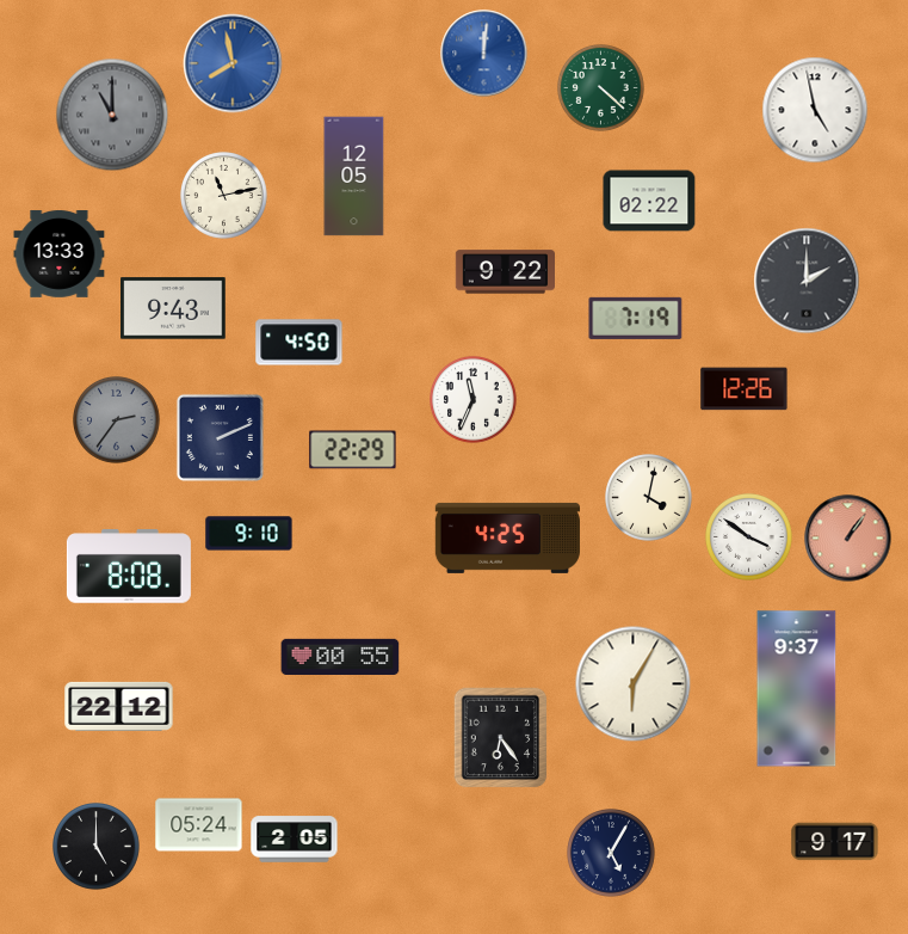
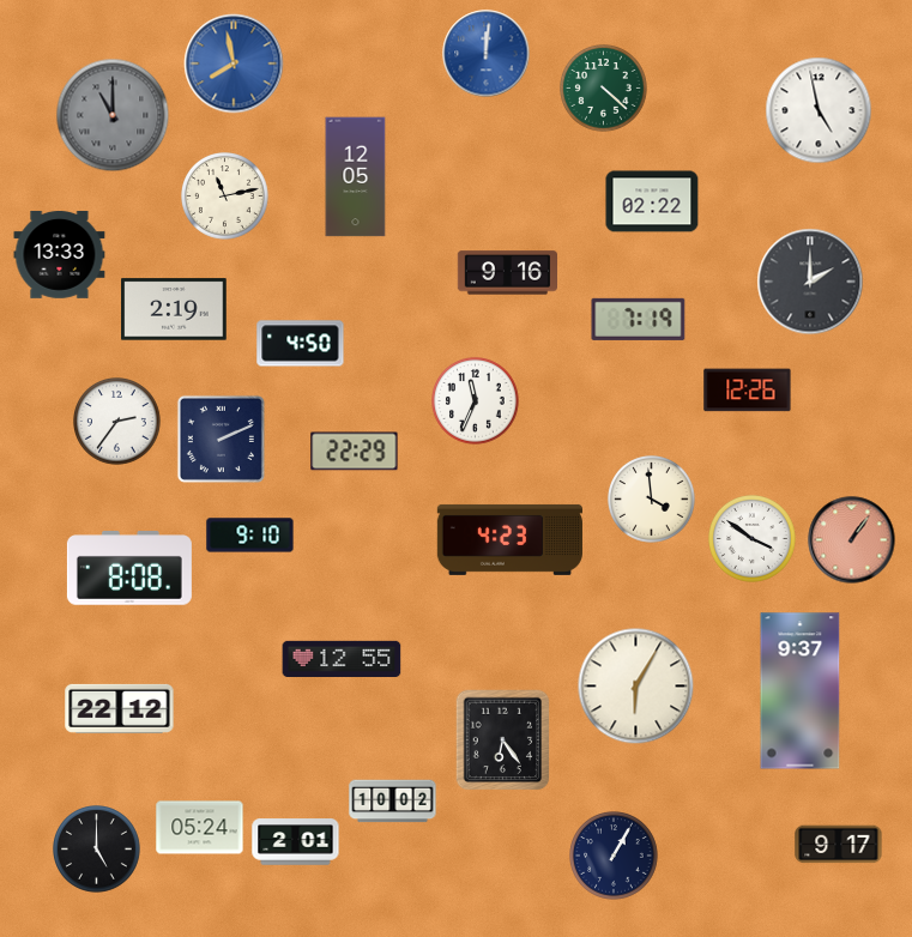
clock at (505, 272): 9:22 -> 9:16
clock at (173, 308): 9:43 -> 2:19
clock at (117, 420) dial: grey -> white
clock at (649, 498): 4:02 -> 3:59
clock at (507, 537): 4:25 -> 4:23
clock at (340, 656): 00:55 -> 12:55
clock at (393, 802): none -> 10:02
clock at (295, 840): 2:05 -> 2:01
clock at (611, 853): 5:05 -> 1:05
